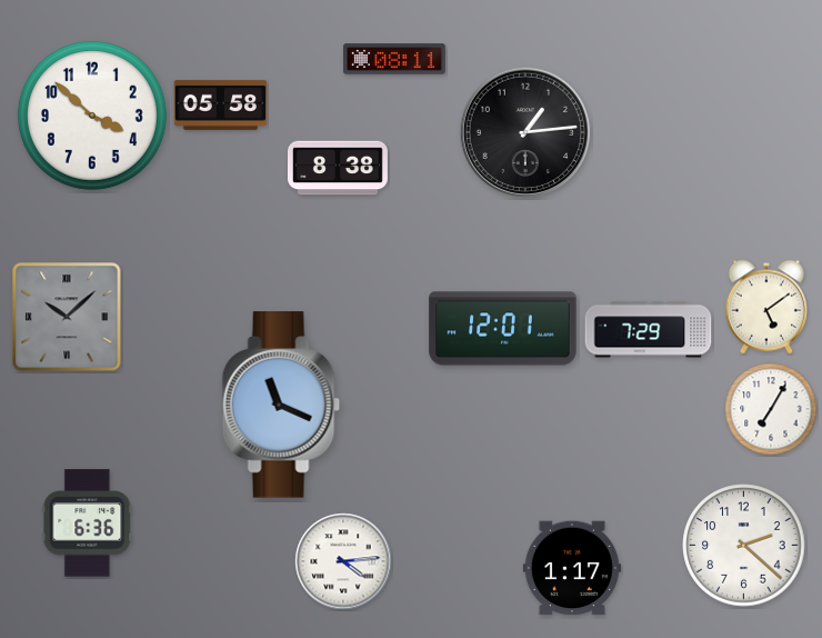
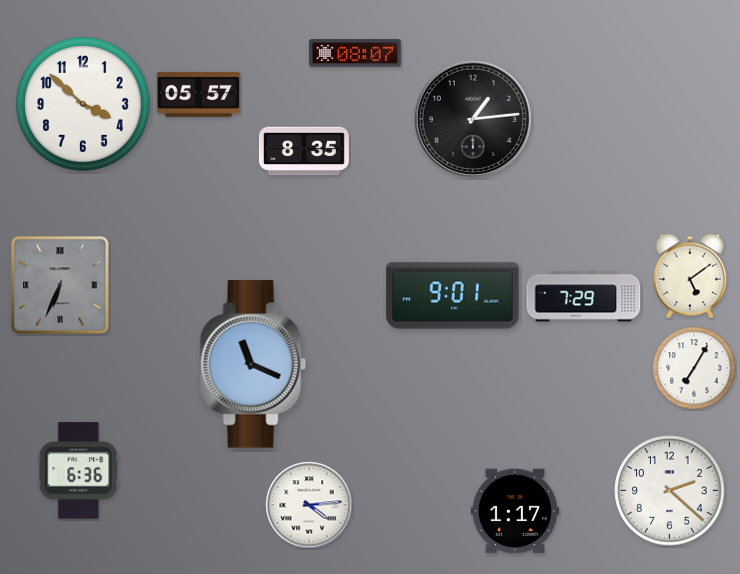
clock at (395, 59): 08:11 -> 08:07
clock at (221, 104): 05:58 -> 05:57
clock at (338, 168): 8:38 -> 8:35
clock at (67, 317): 10:08 -> 6:34
clock at (503, 329): 12:01 -> 9:01
